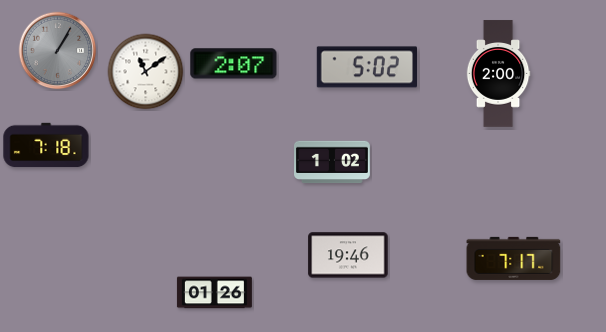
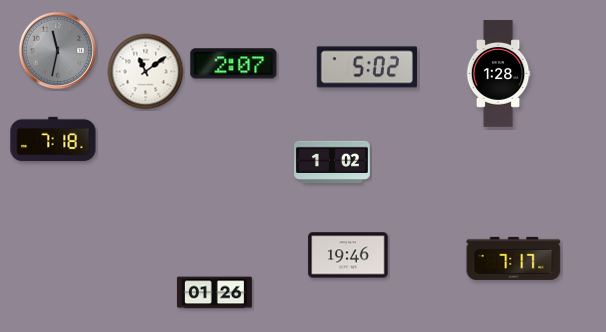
clock at (58, 51): 1:05 -> 11:32
clock at (498, 74): 2:00 -> 1:28
clock at (46, 145) position: (46, 145) -> (53, 139)
